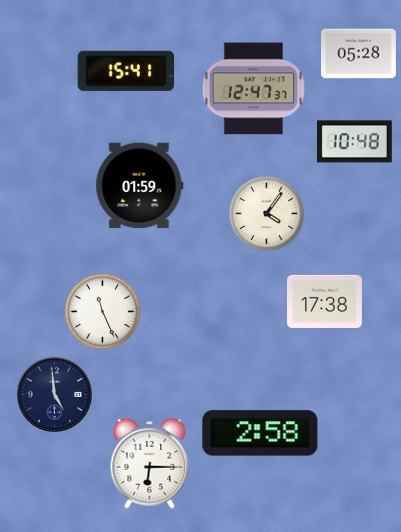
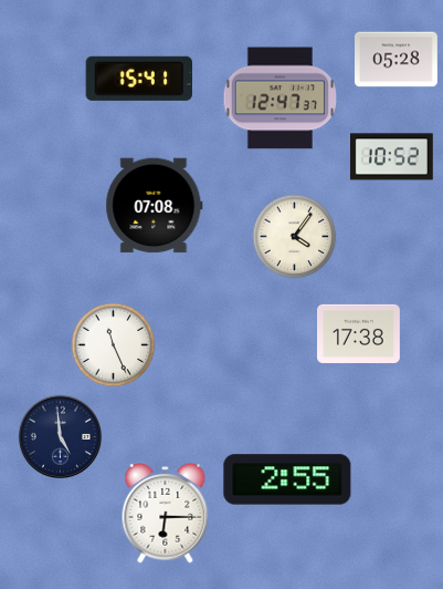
clock at (354, 142): 10:48 -> 10:52
clock at (140, 186): 01:59 -> 07:08
clock at (260, 433): 2:58 -> 2:55
